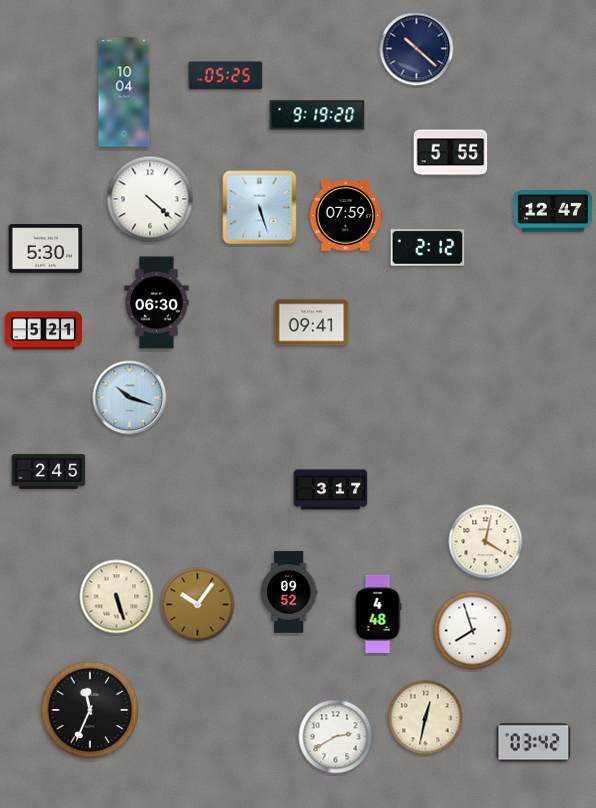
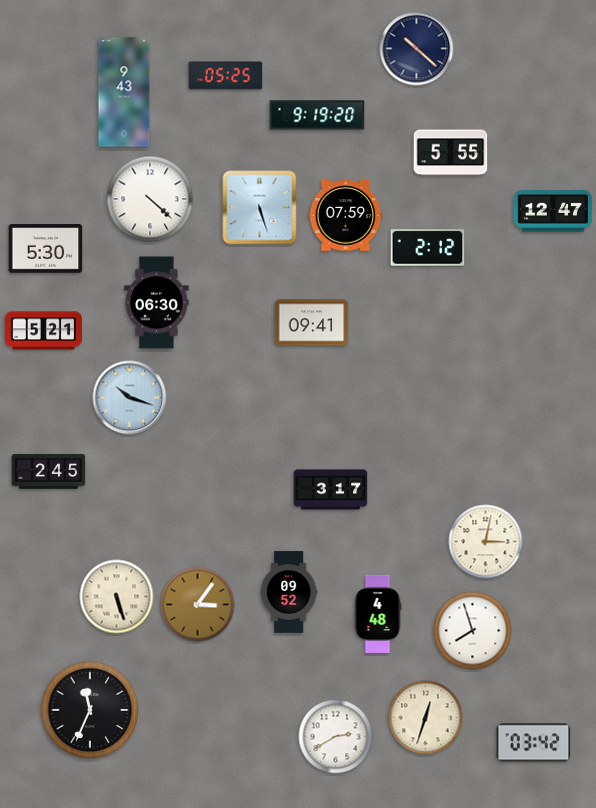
clock at (124, 92): 10:04 -> 9:43
clock at (486, 542): 4:02 -> 3:02
clock at (198, 605): 10:06 -> 3:06
clock at (426, 718): 12:32 -> 12:33
